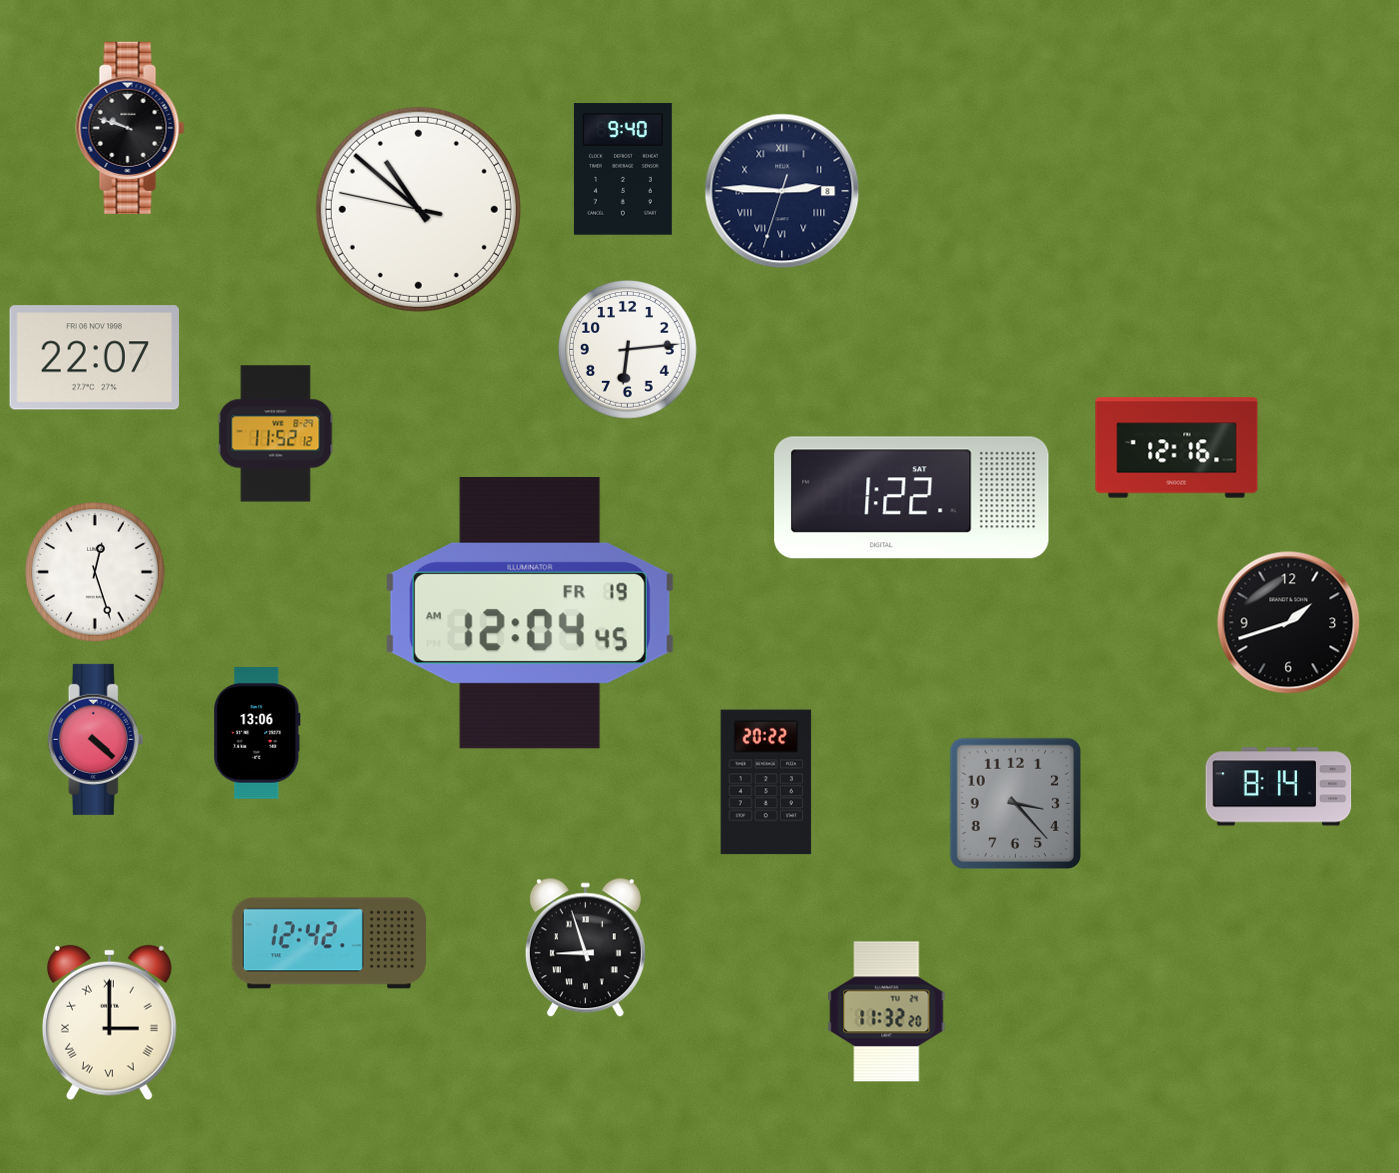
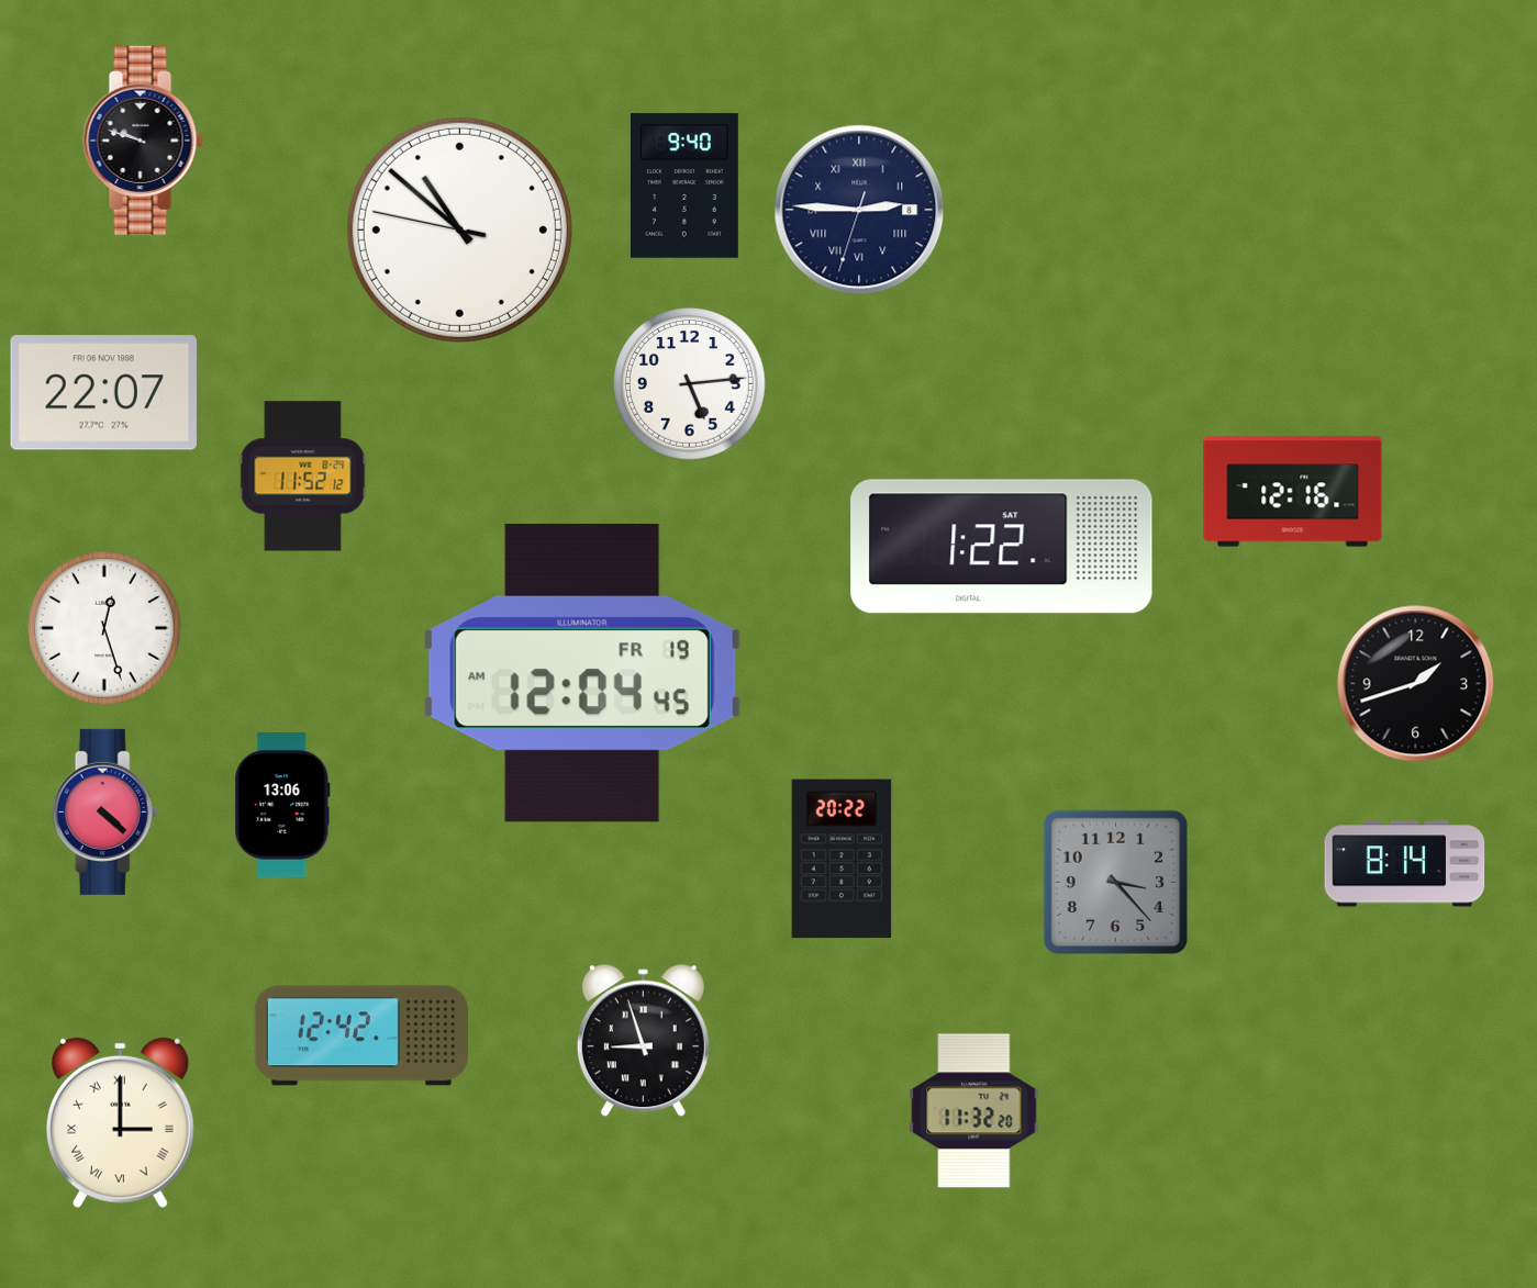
clock at (628, 350): 6:14 -> 5:14
